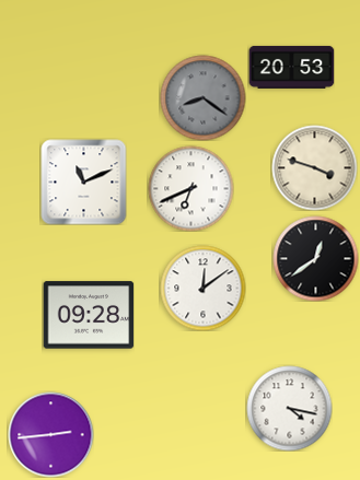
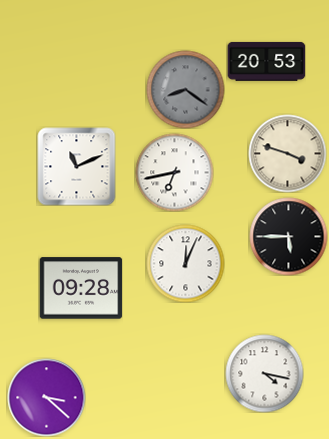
clock at (190, 188): 6:41 -> 6:43
clock at (315, 258): 12:39 -> 5:45
clock at (202, 288): 12:09 -> 12:04
clock at (50, 434): 2:44 -> 3:22
